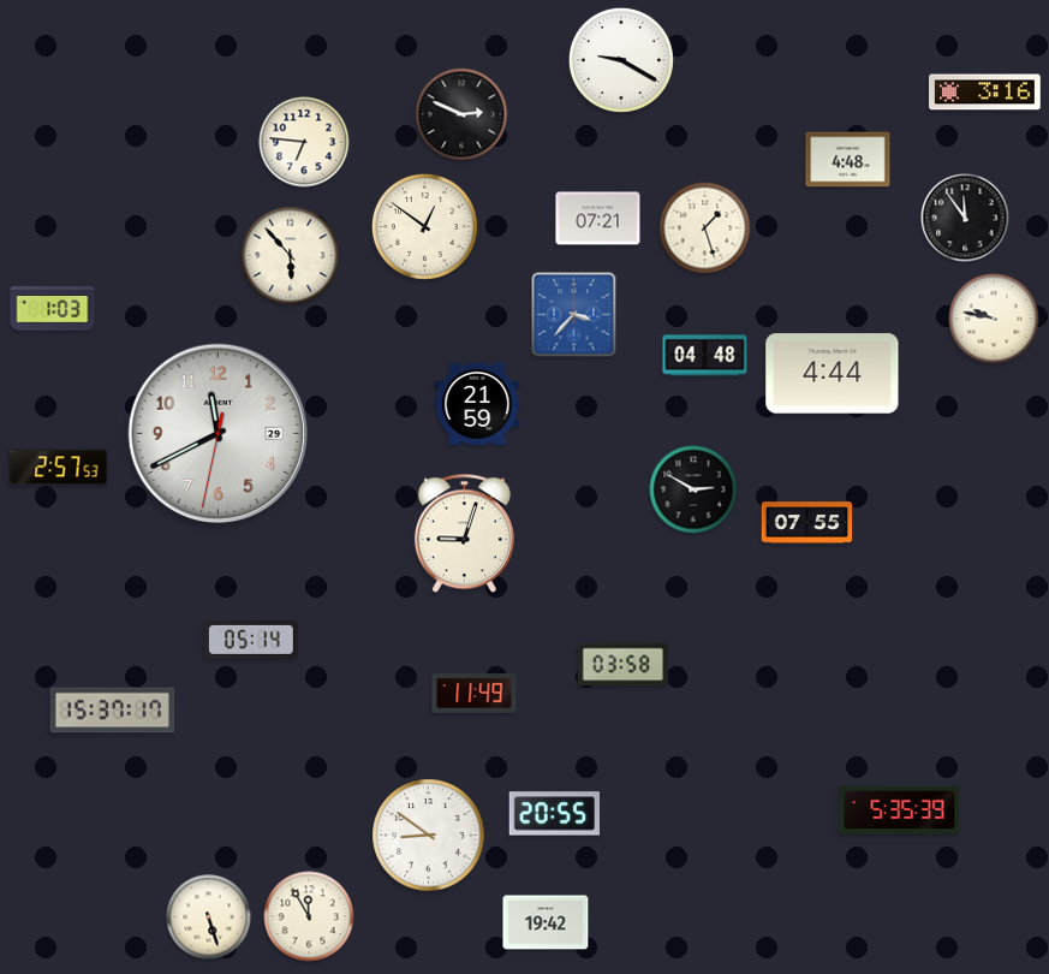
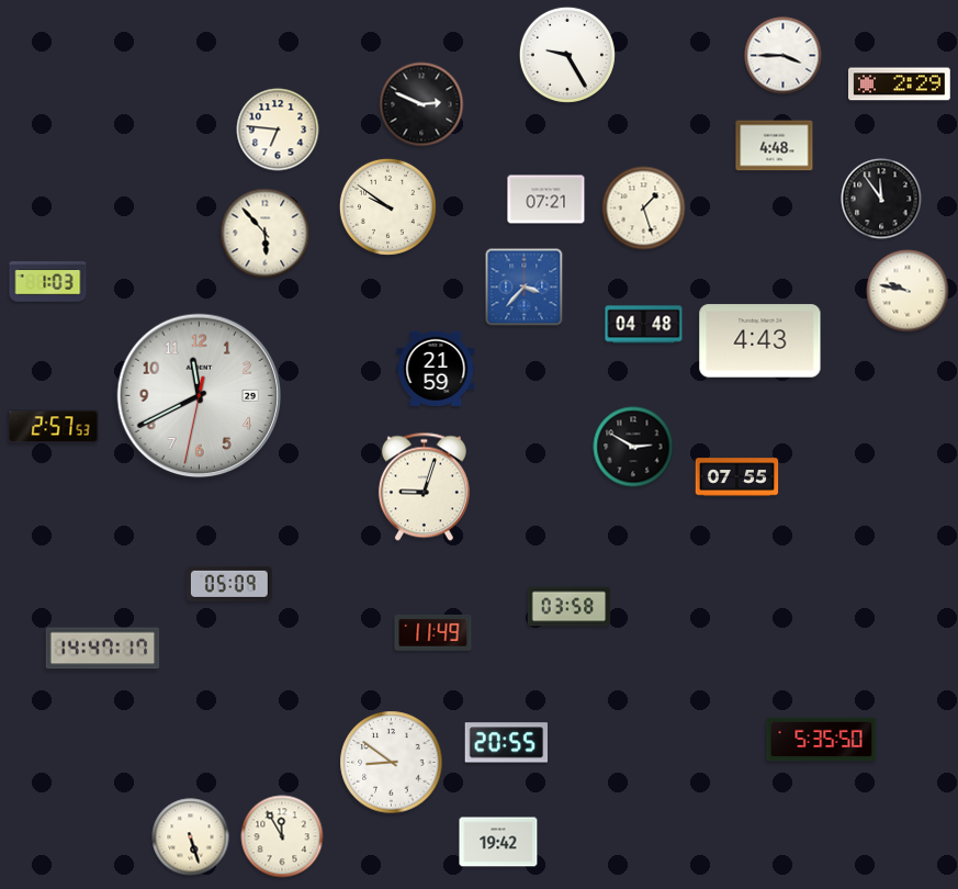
clock at (621, 60): 9:20 -> 9:25
clock at (784, 56): none -> 3:45
clock at (985, 93): 3:16 -> 2:29
clock at (424, 226): 12:51 -> 9:51
clock at (833, 374): 4:44 -> 4:43
clock at (251, 640): 05:14 -> 05:09
clock at (113, 711): 15:37 -> 14:47
clock at (900, 810): 5:35:39 -> 5:35:50
